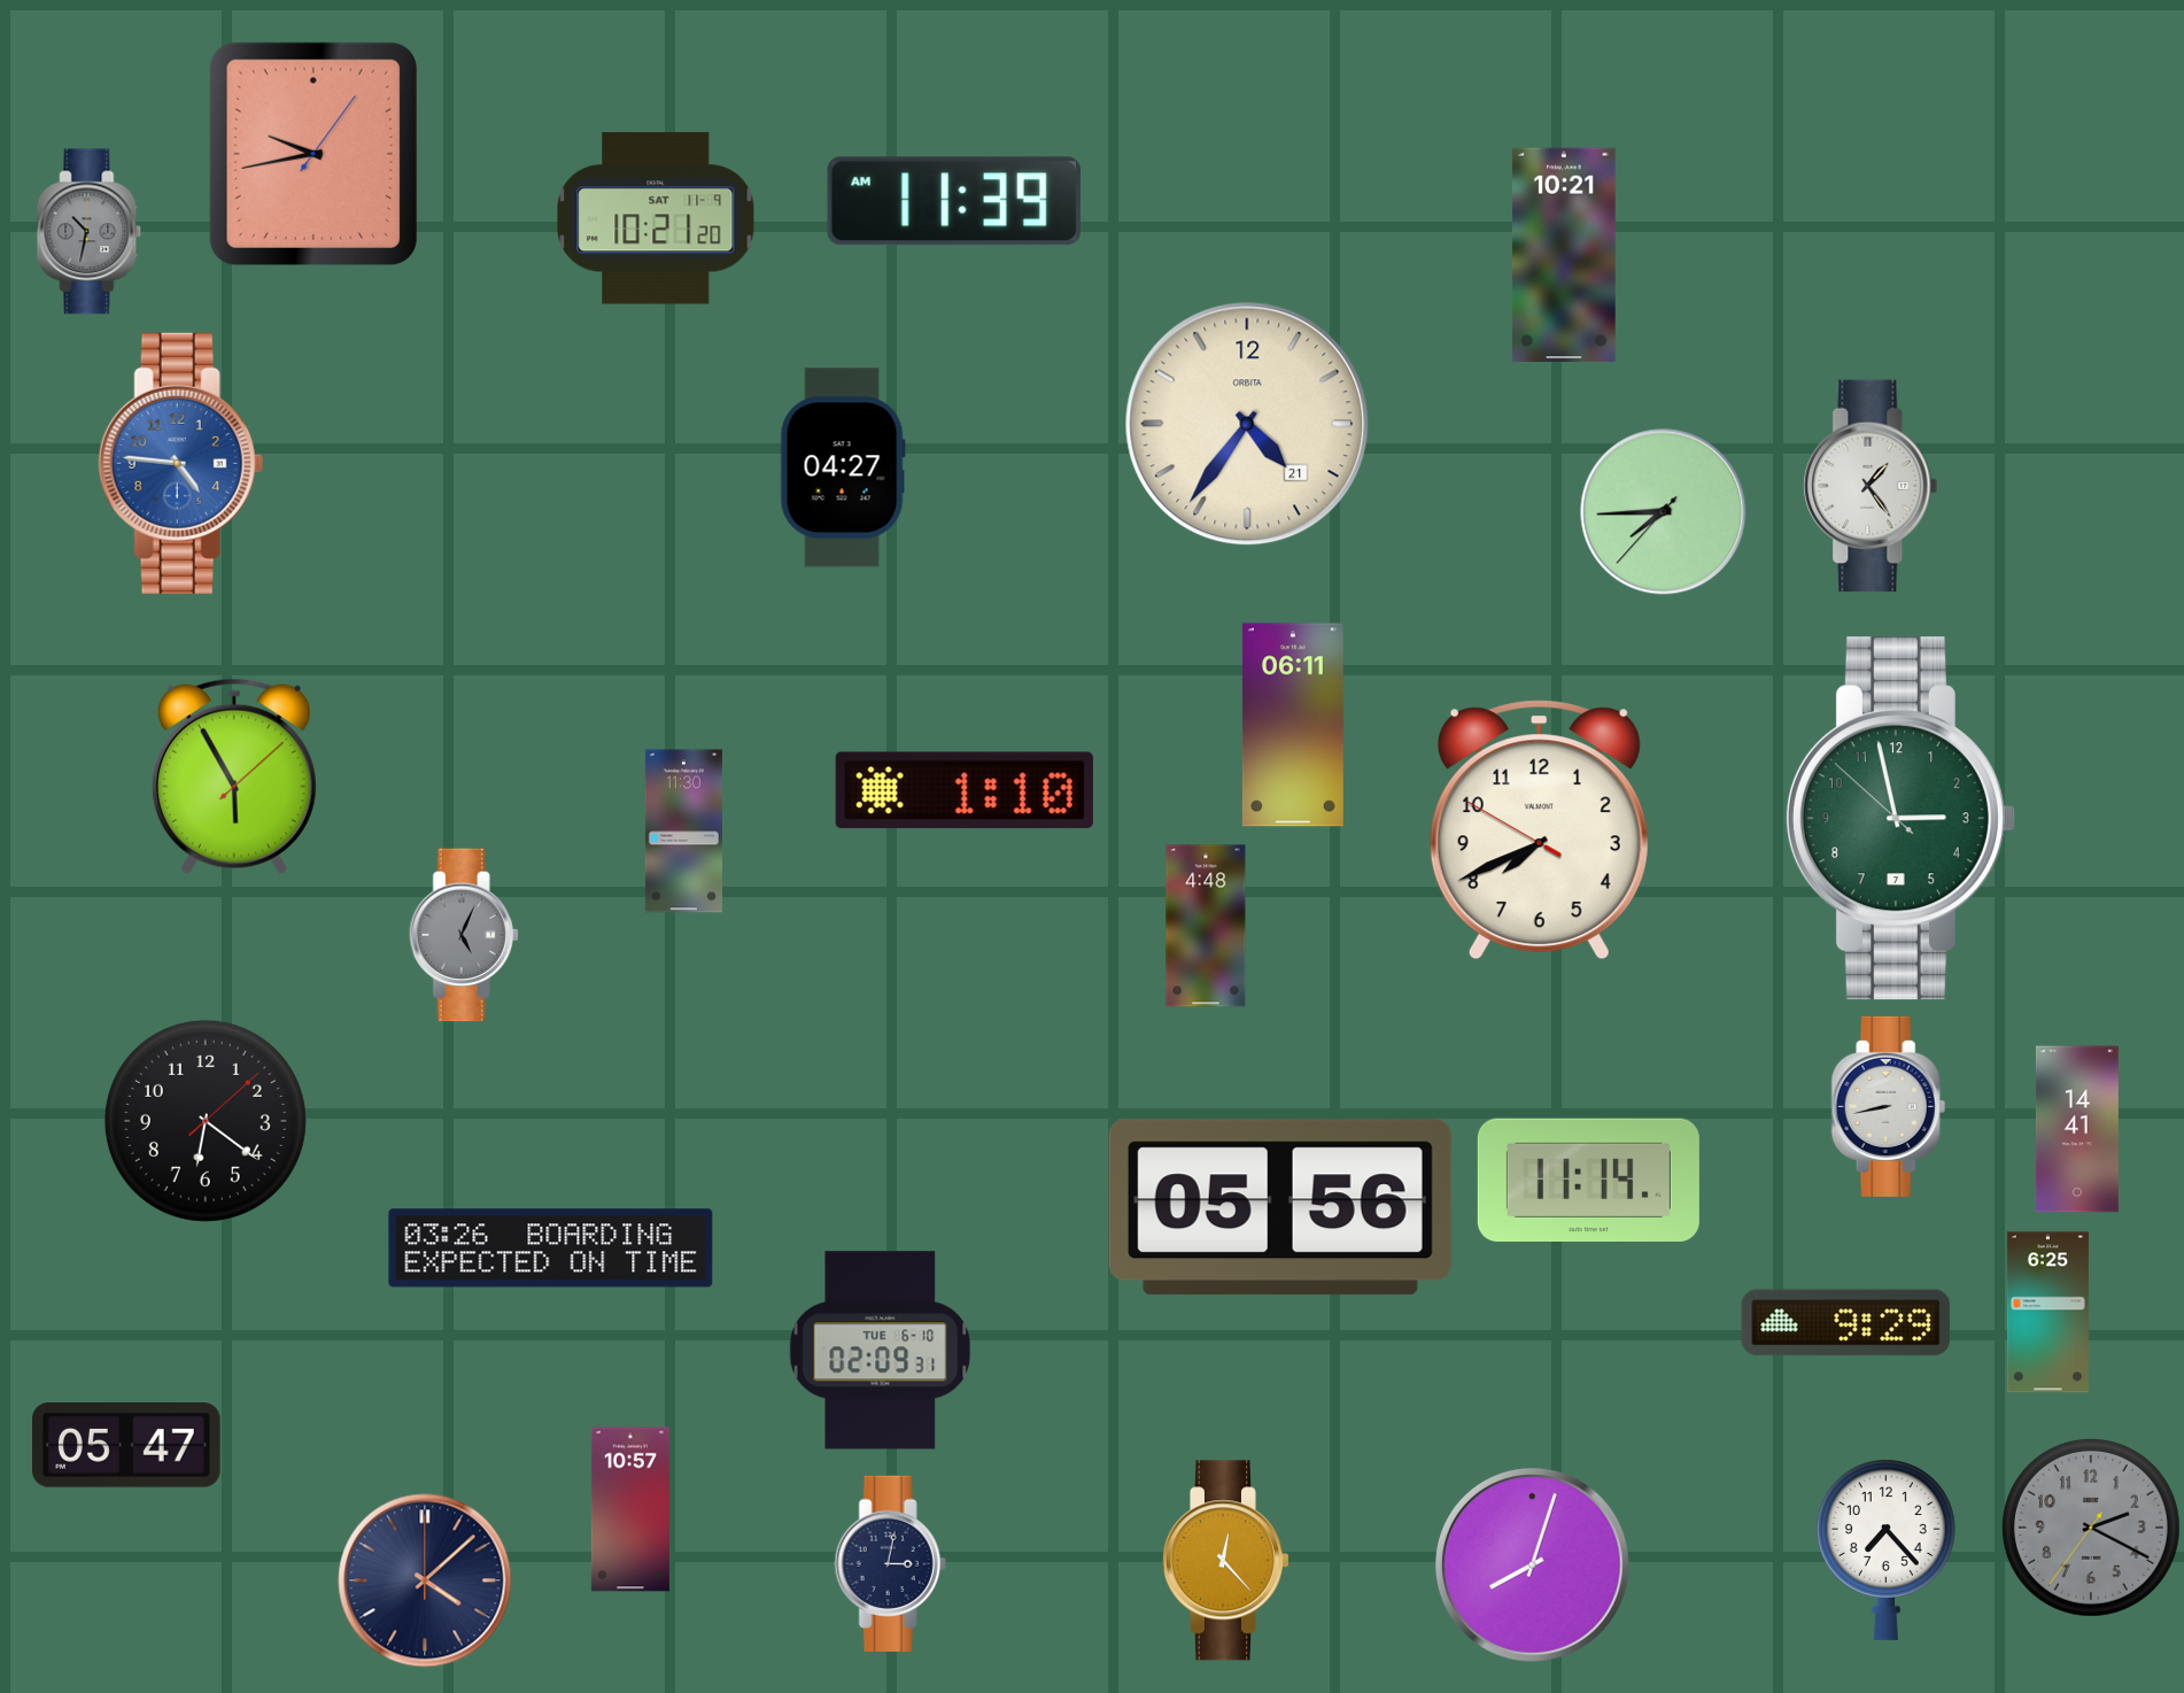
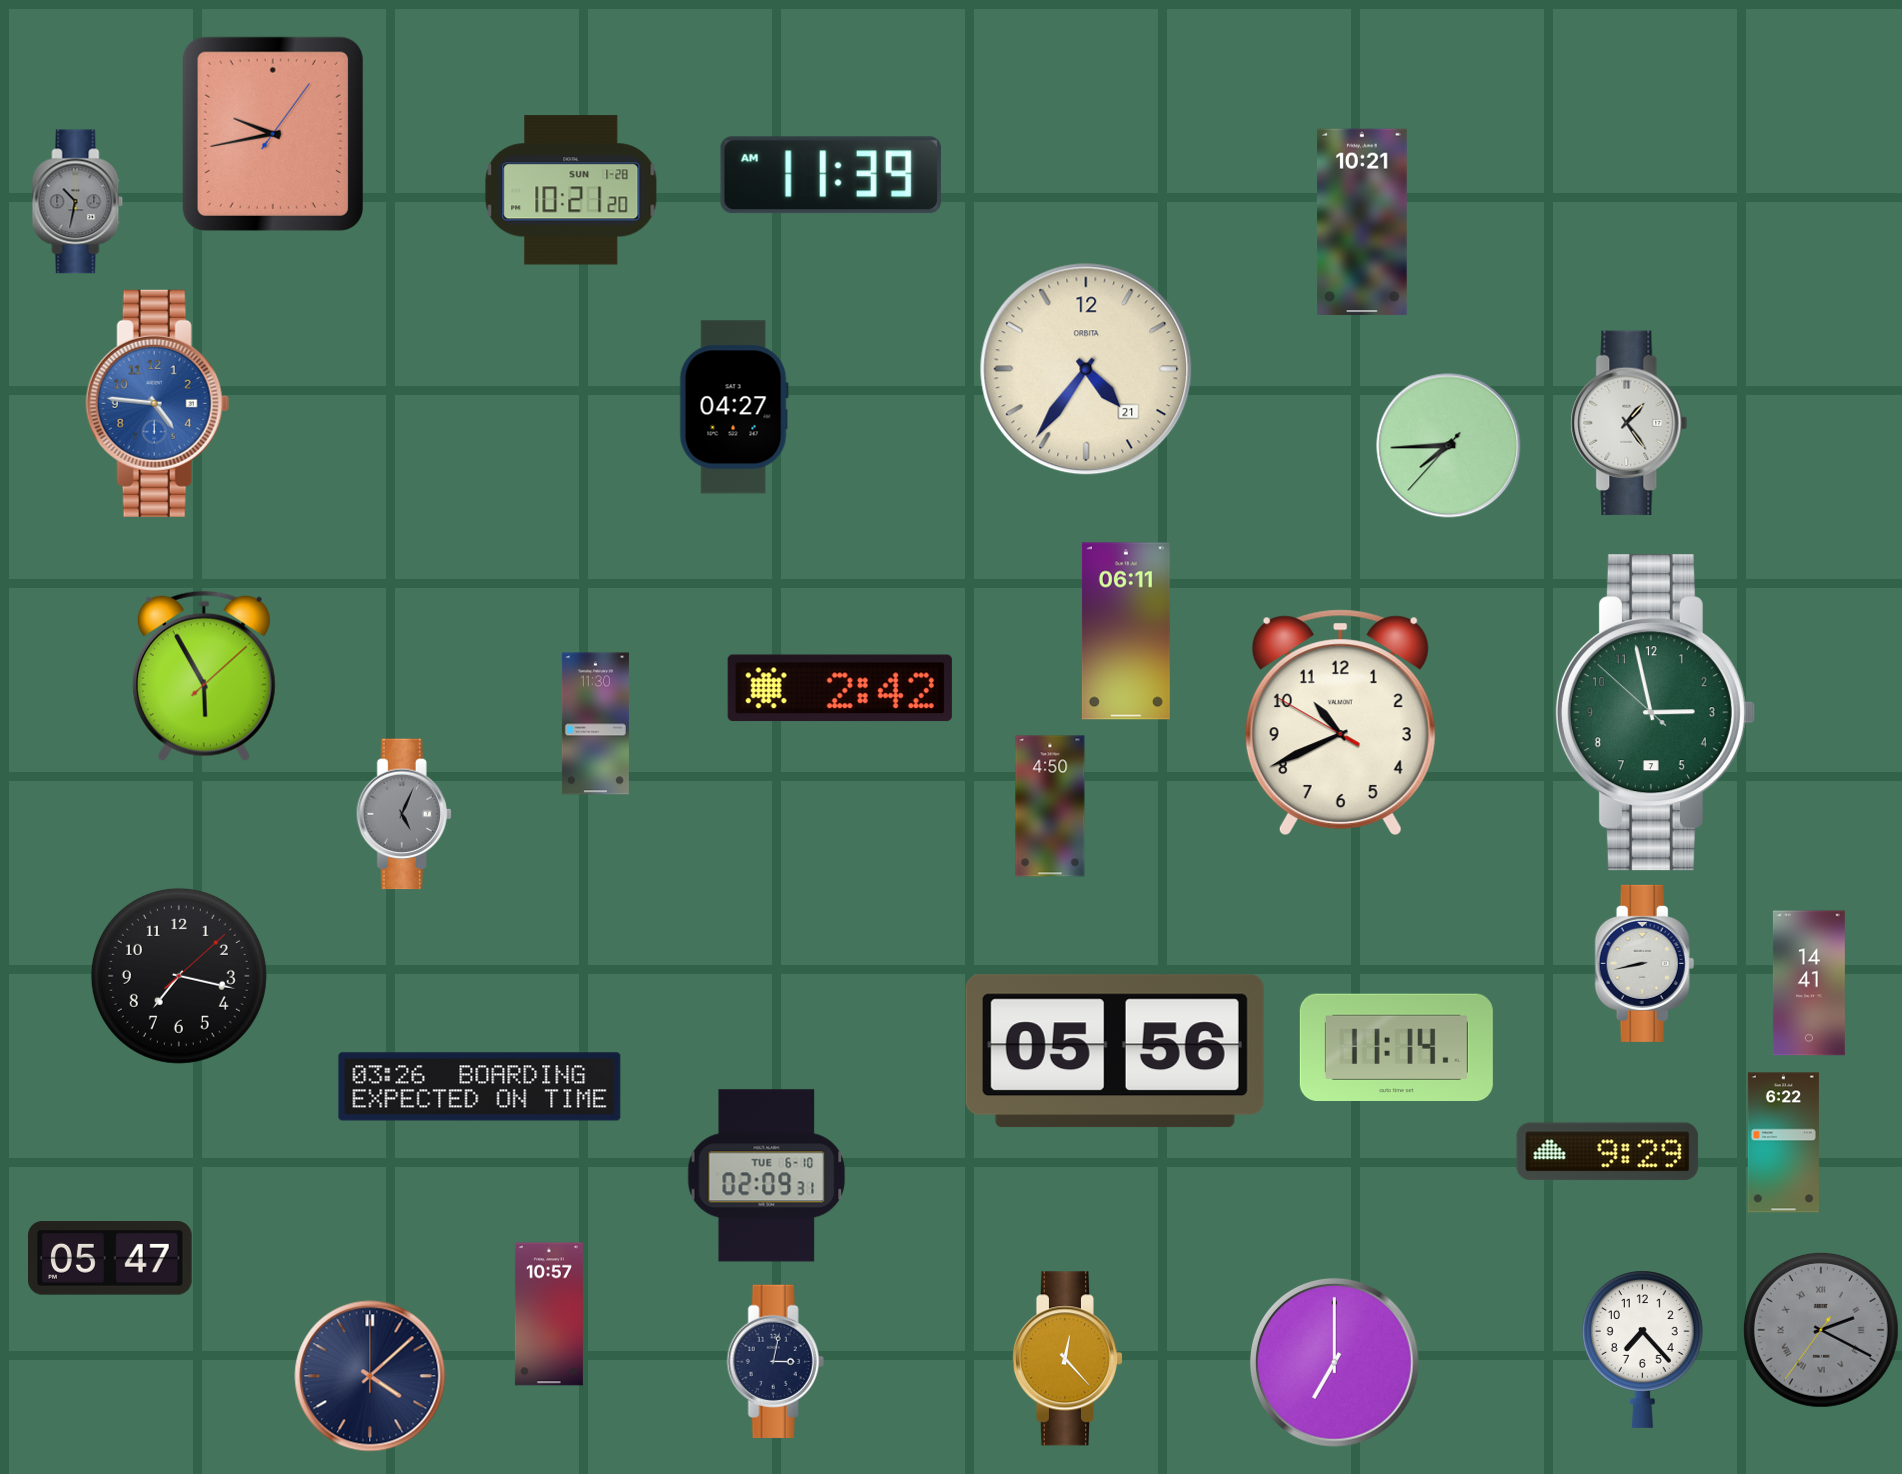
clock at (656, 218) date: SAT 11-9 -> SUN 1-28
clock at (965, 790): 1:10 -> 2:42
clock at (1539, 829): 7:40 -> 10:40
clock at (1206, 926): 4:48 -> 4:50
clock at (206, 1121): 6:21 -> 7:17
clock at (1588, 1180) position: (1588, 1180) -> (1396, 1047)
clock at (2047, 1313): 6:25 -> 6:22
clock at (2091, 1528) numerals: Arabic -> Roman
clock at (1532, 1564): 8:03 -> 7:00
